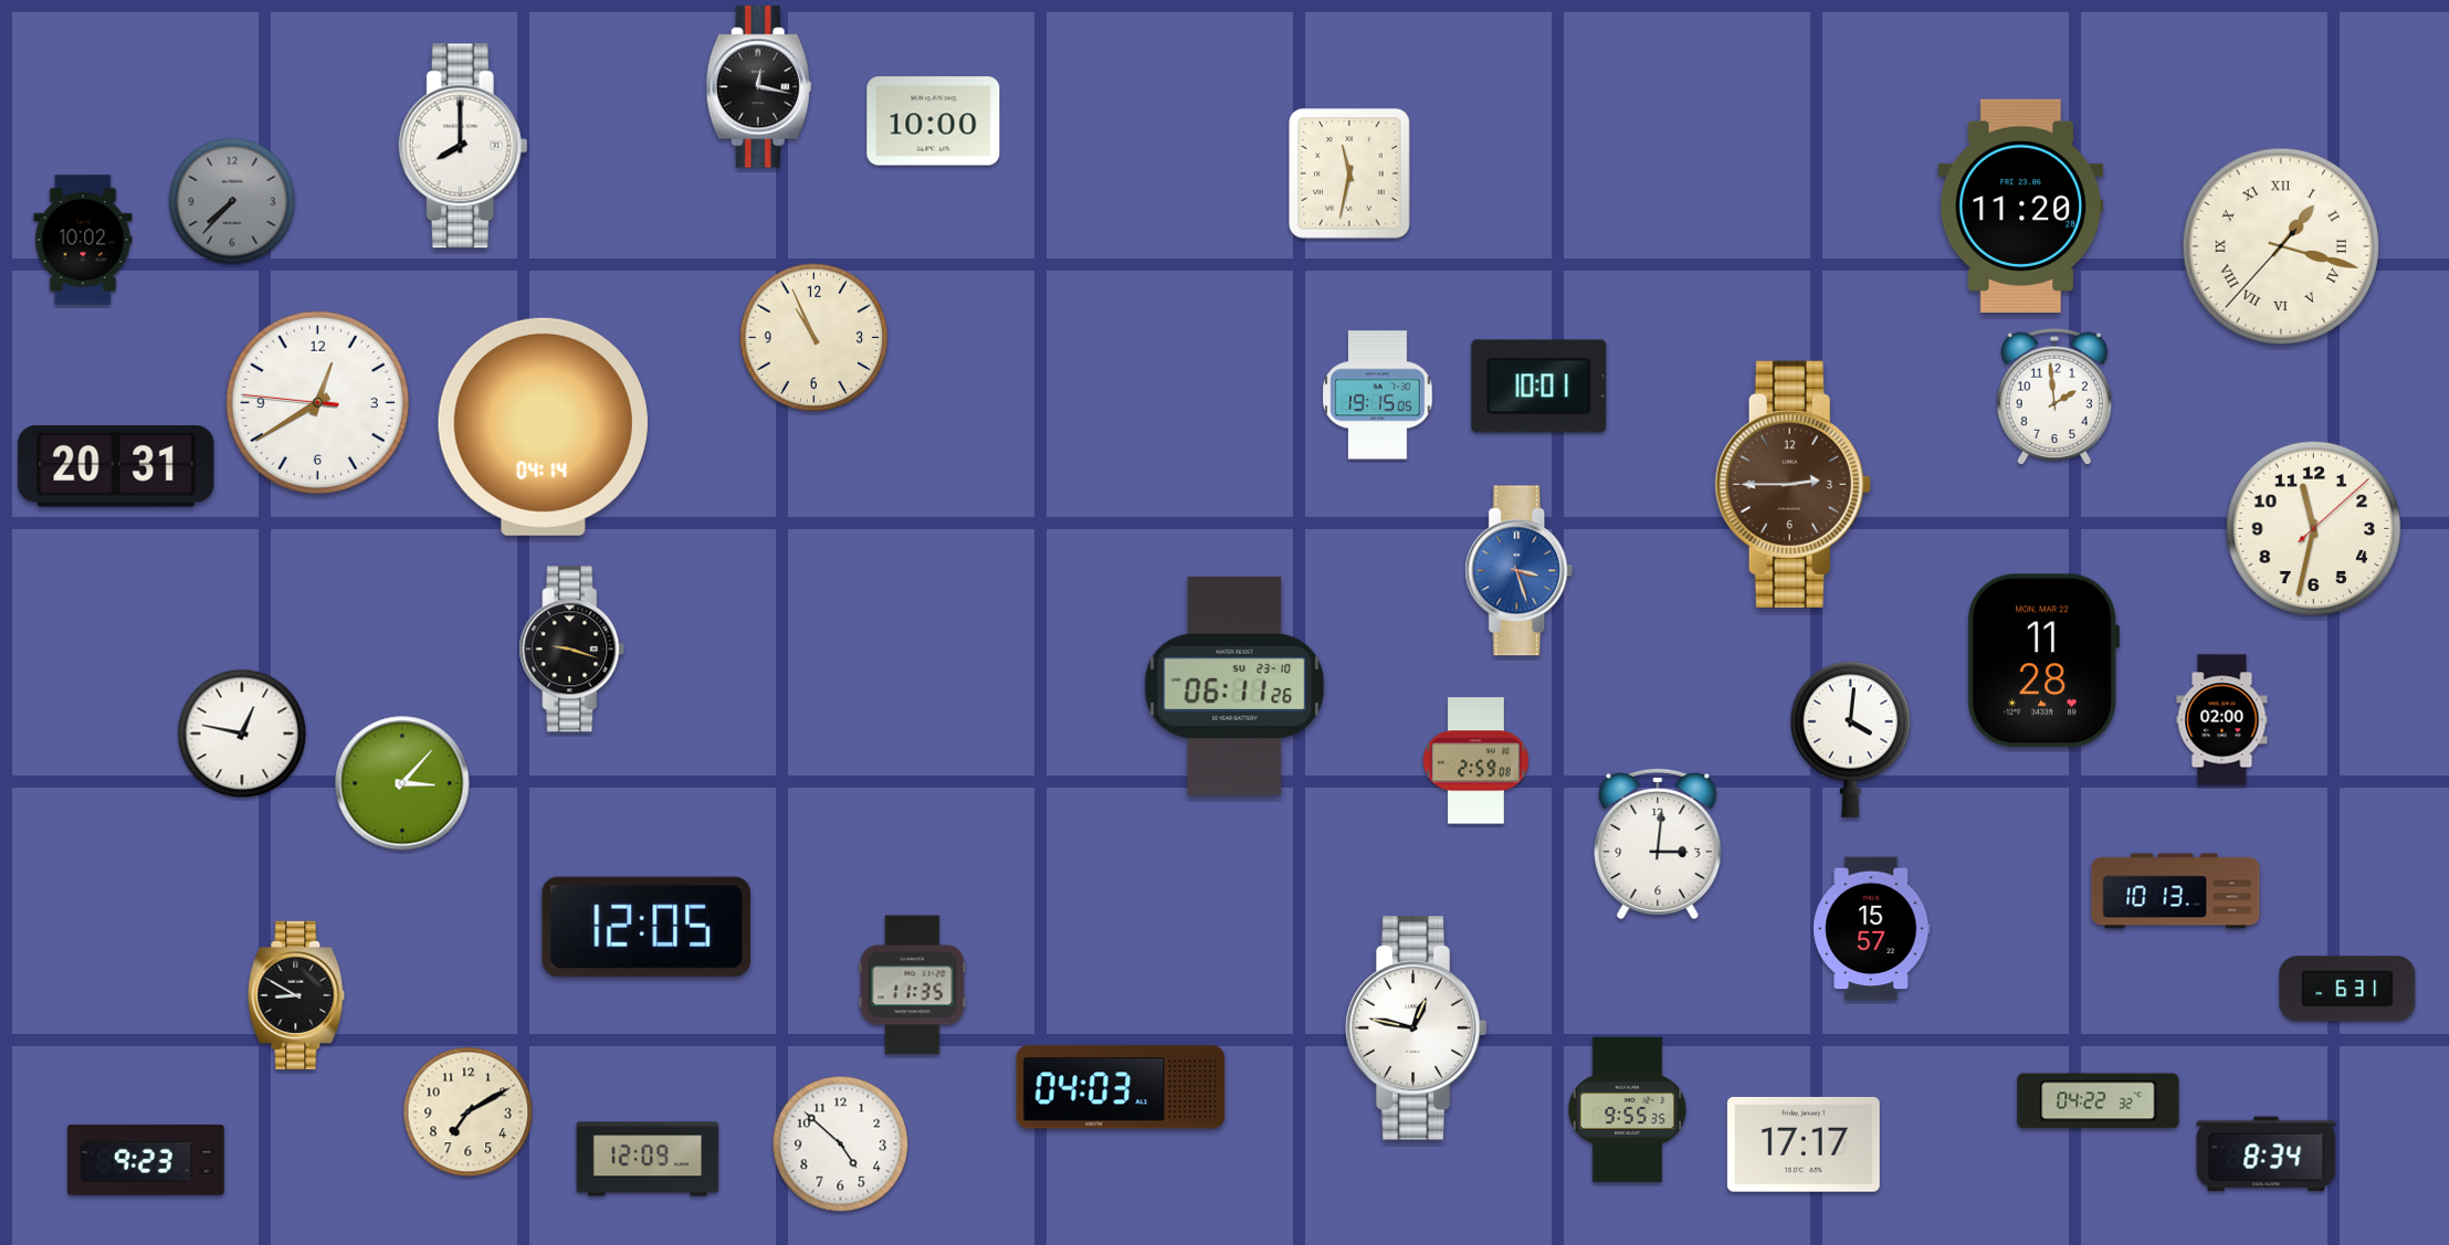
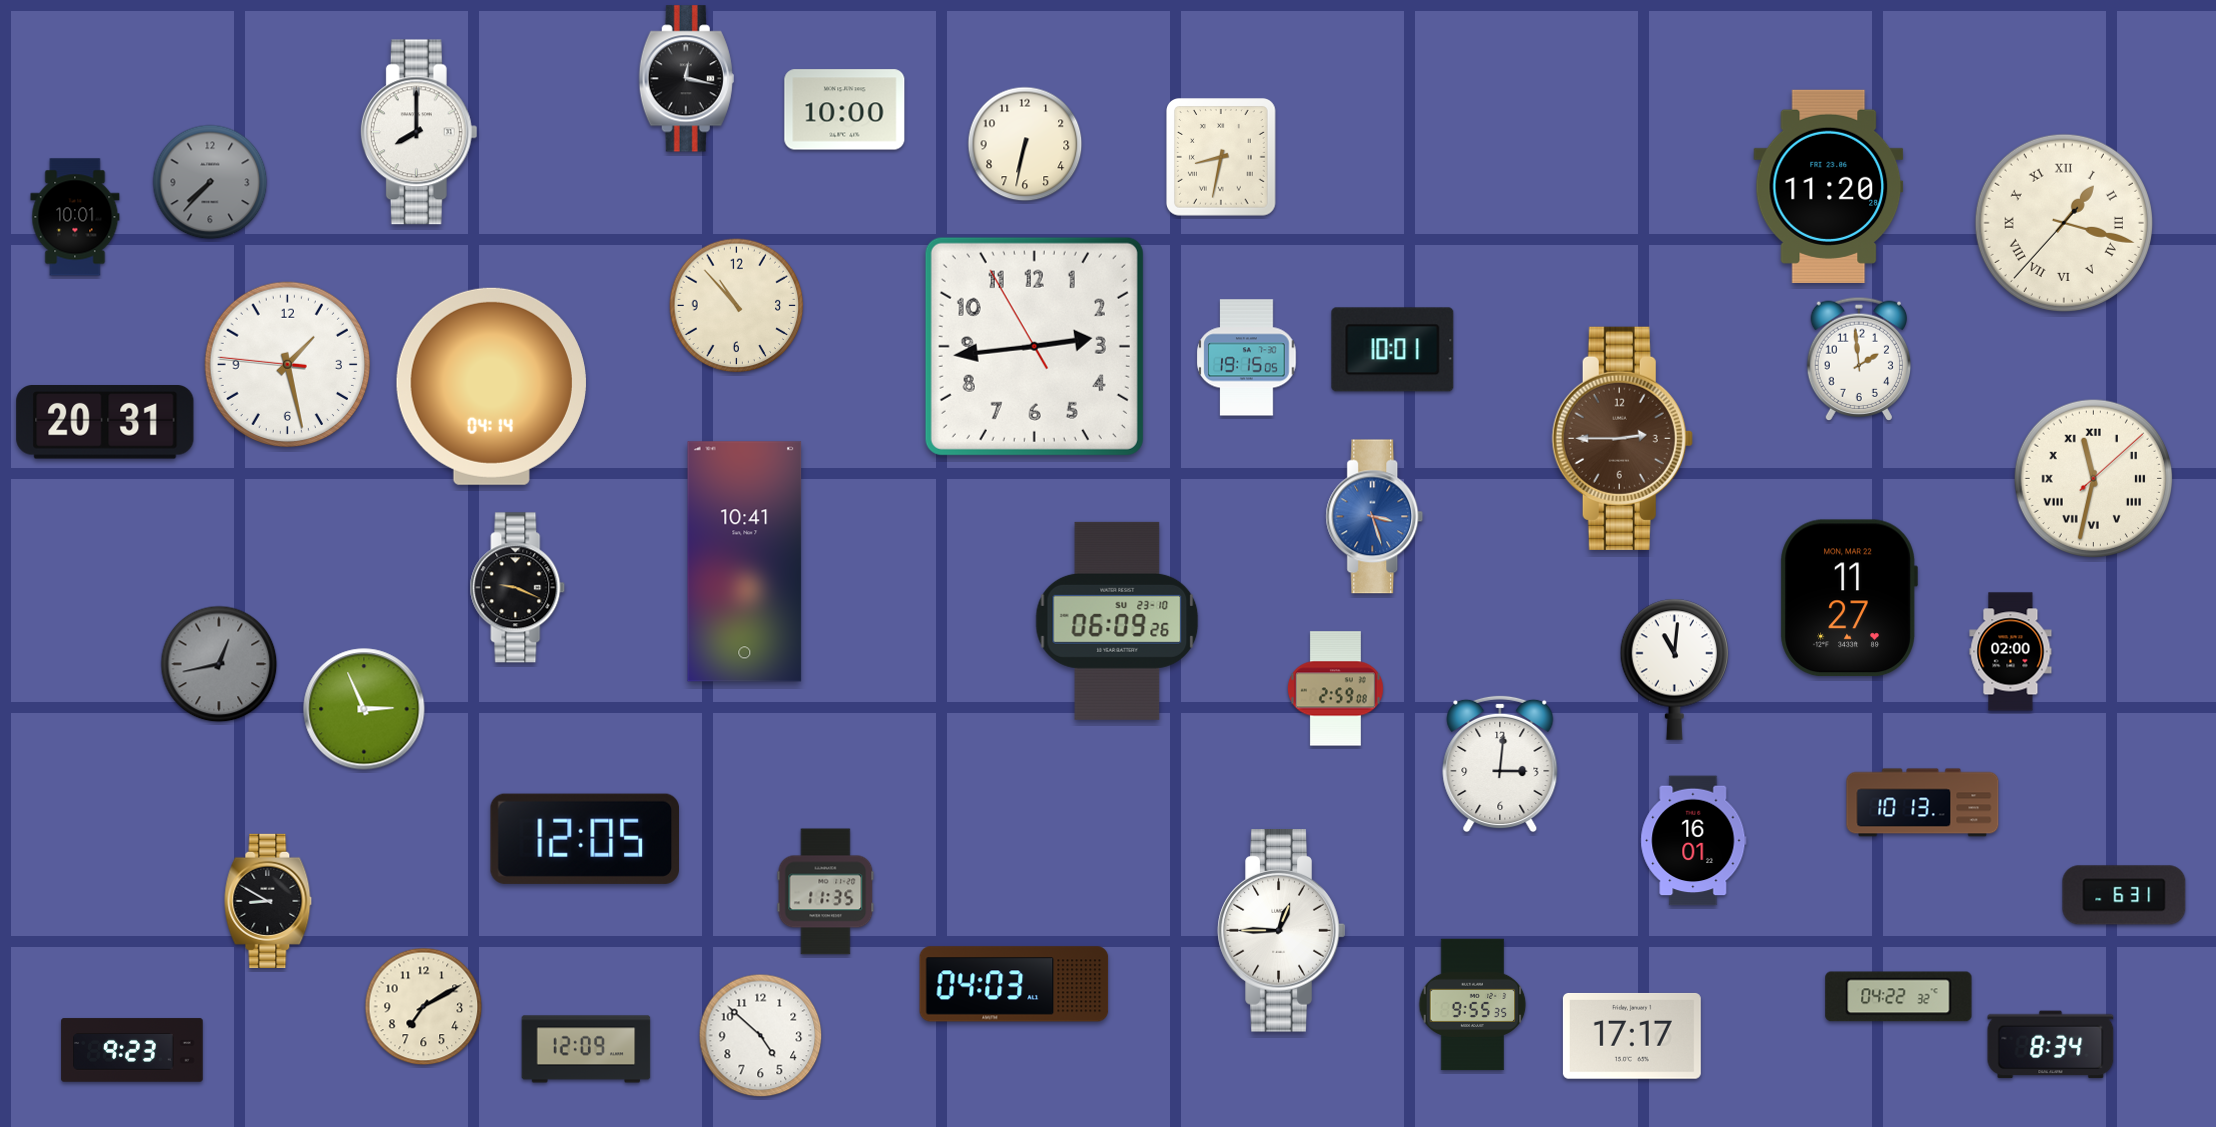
clock at (1025, 144): none -> 6:32
clock at (1350, 173): 11:32 -> 8:32
clock at (83, 240): 10:02 -> 10:01
clock at (814, 338): 10:56 -> 10:53
clock at (1034, 346): none -> 2:43
clock at (317, 402): 12:39 -> 1:27
clock at (2314, 529) numerals: Arabic -> Roman
clock at (745, 562): none -> 10:41
clock at (572, 650): 9:18 -> 9:19
clock at (2043, 661): 11:28 -> 11:27
clock at (1234, 686): 06:11 -> 06:09
clock at (242, 734): 12:47 -> 12:43
clock at (242, 734) dial: white -> grey
clock at (1851, 739): 4:01 -> 11:01
clock at (402, 783): 3:07 -> 2:56
clock at (2176, 891) position: (2176, 891) -> (1923, 803)
clock at (1872, 929): 15:57 -> 16:01
clock at (1417, 1028): 12:47 -> 12:45
